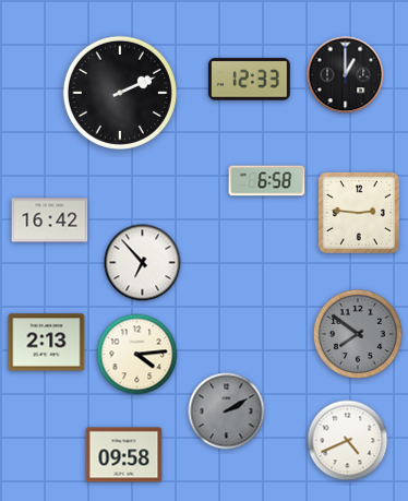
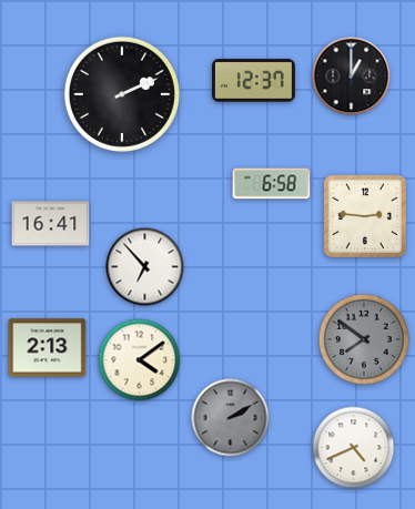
clock at (249, 80): 12:33 -> 12:37
clock at (50, 220): 16:42 -> 16:41
clock at (137, 355): 4:14 -> 4:09
clock at (124, 455): 09:58 -> none
